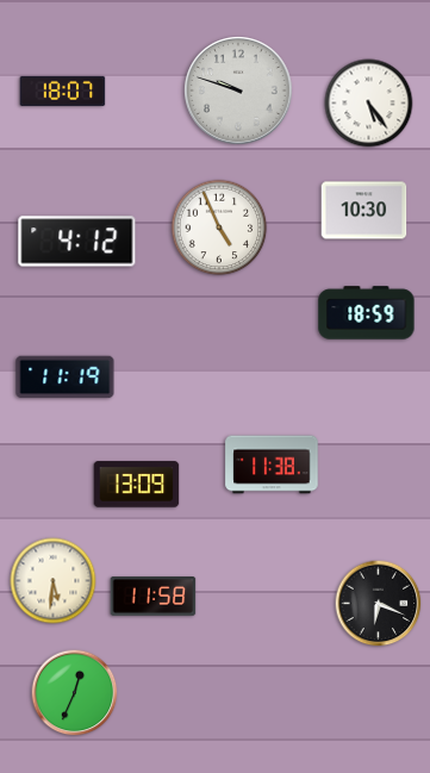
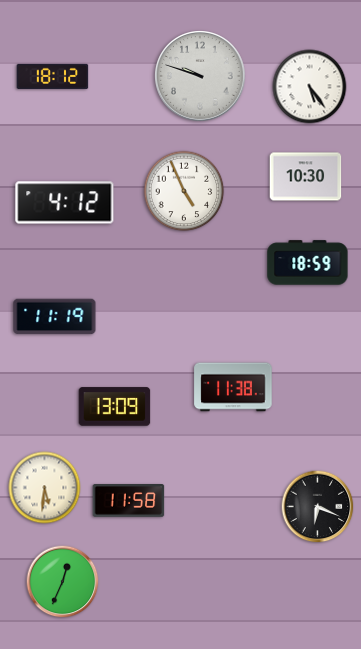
clock at (63, 91): 18:07 -> 18:12
clock at (272, 465) position: (272, 465) -> (233, 387)
